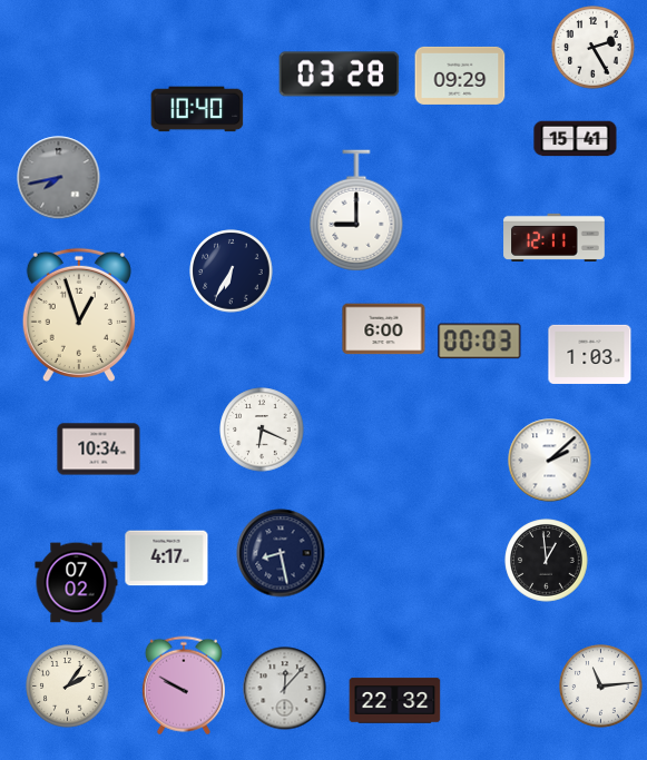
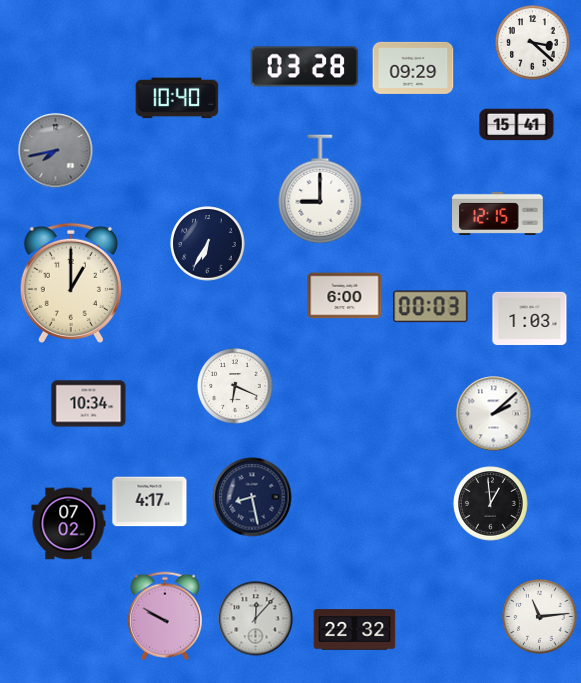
clock at (594, 48): 2:25 -> 3:22
clock at (59, 178) position: (59, 178) -> (56, 151)
clock at (555, 237): 12:11 -> 12:15
clock at (79, 315): 12:57 -> 1:00
clock at (68, 687): 2:06 -> none
